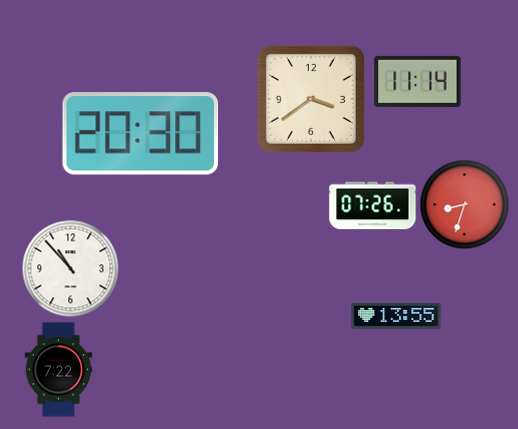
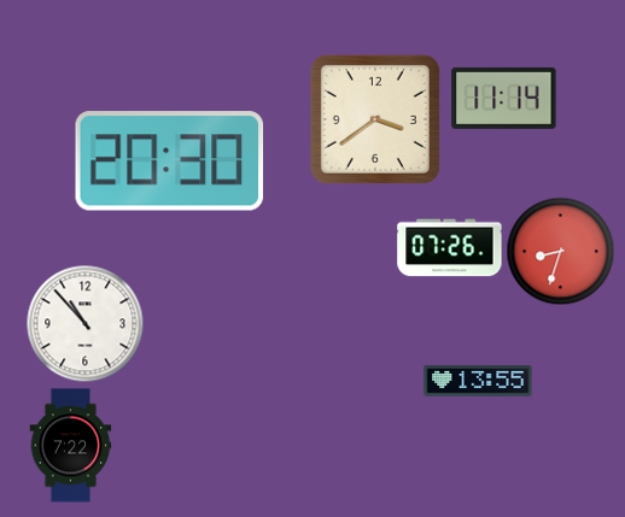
clock at (464, 204) position: (464, 204) -> (560, 251)
